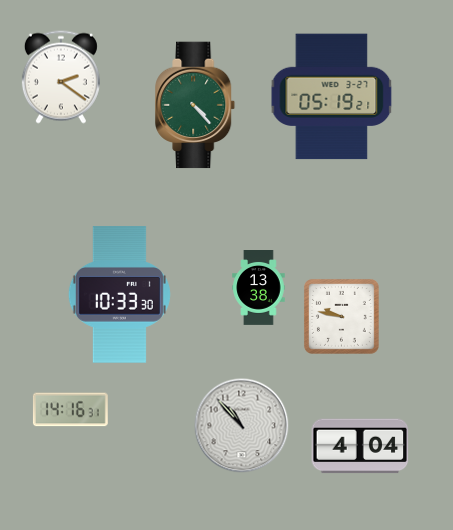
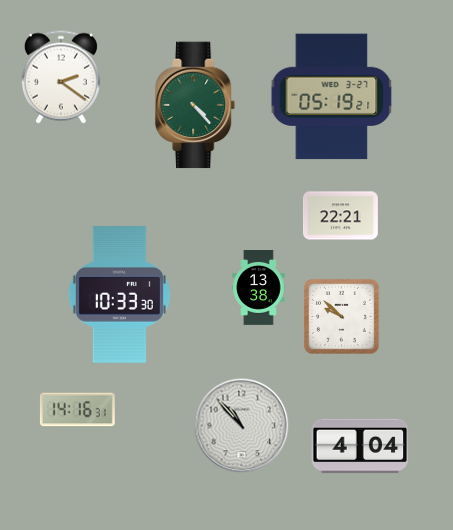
clock at (340, 216): none -> 22:21
clock at (341, 316): 9:47 -> 9:52
clock at (70, 410) position: (70, 410) -> (77, 410)
